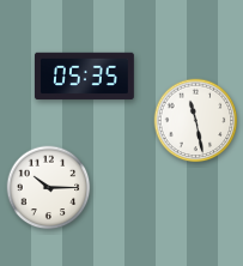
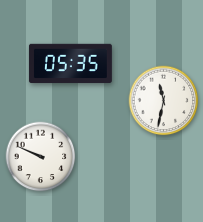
clock at (196, 121): 11:28 -> 11:32
clock at (49, 188): 10:15 -> 9:49
